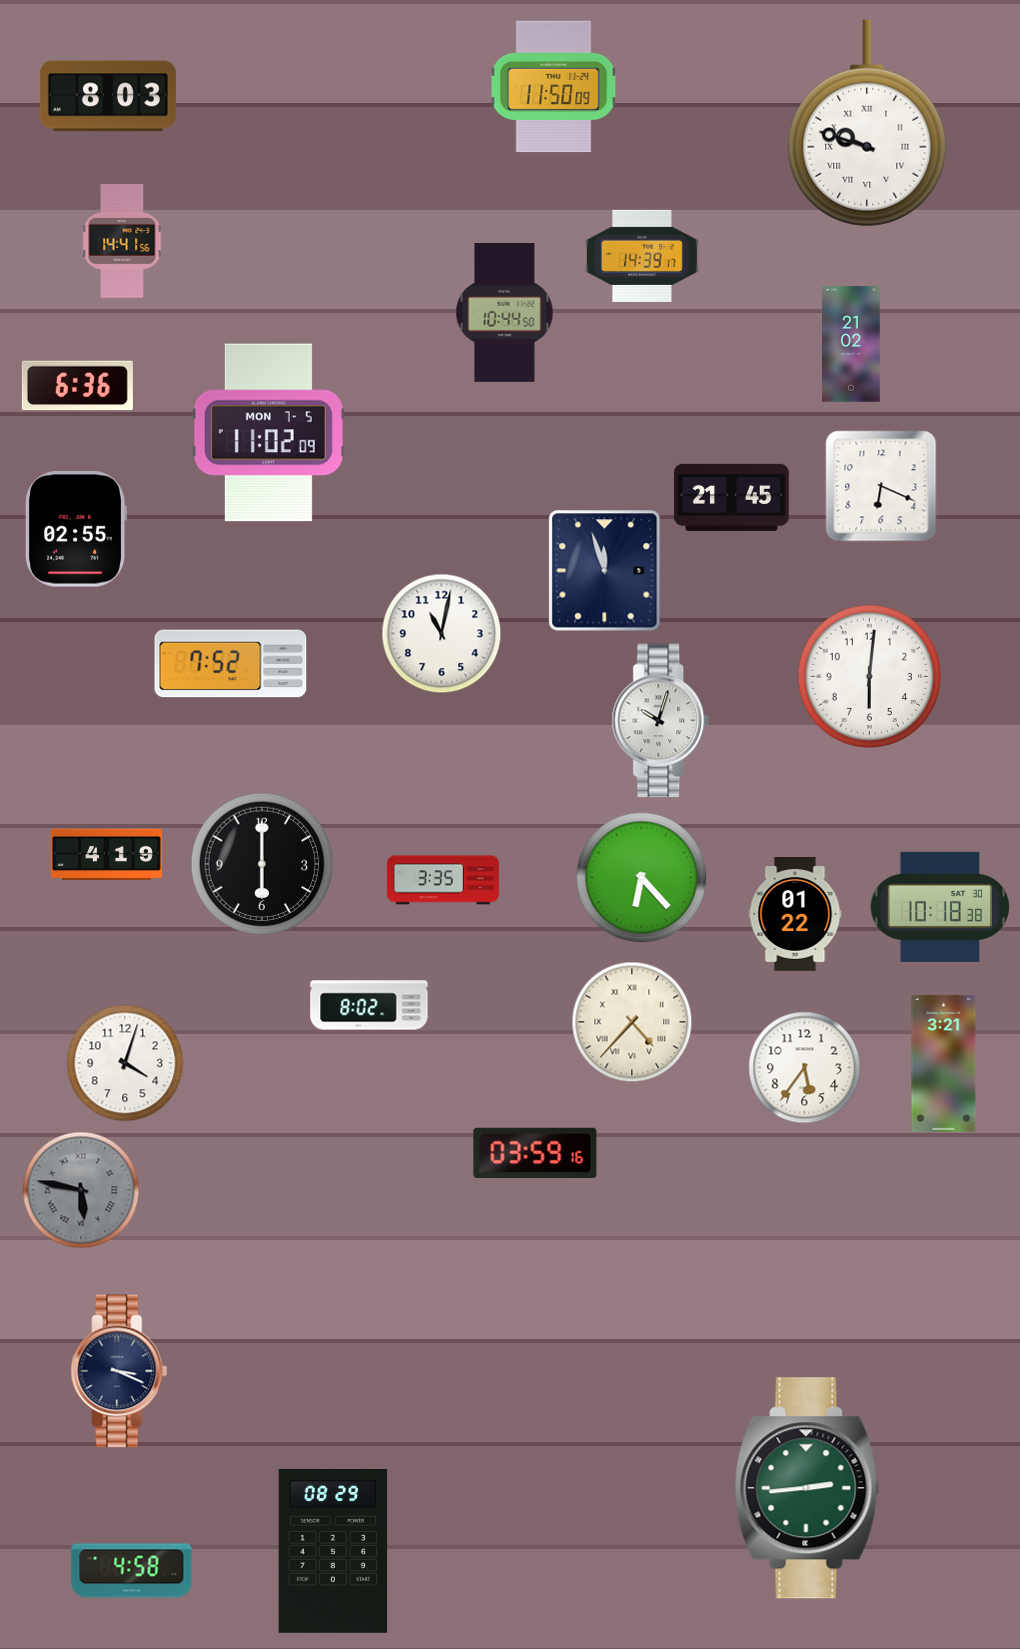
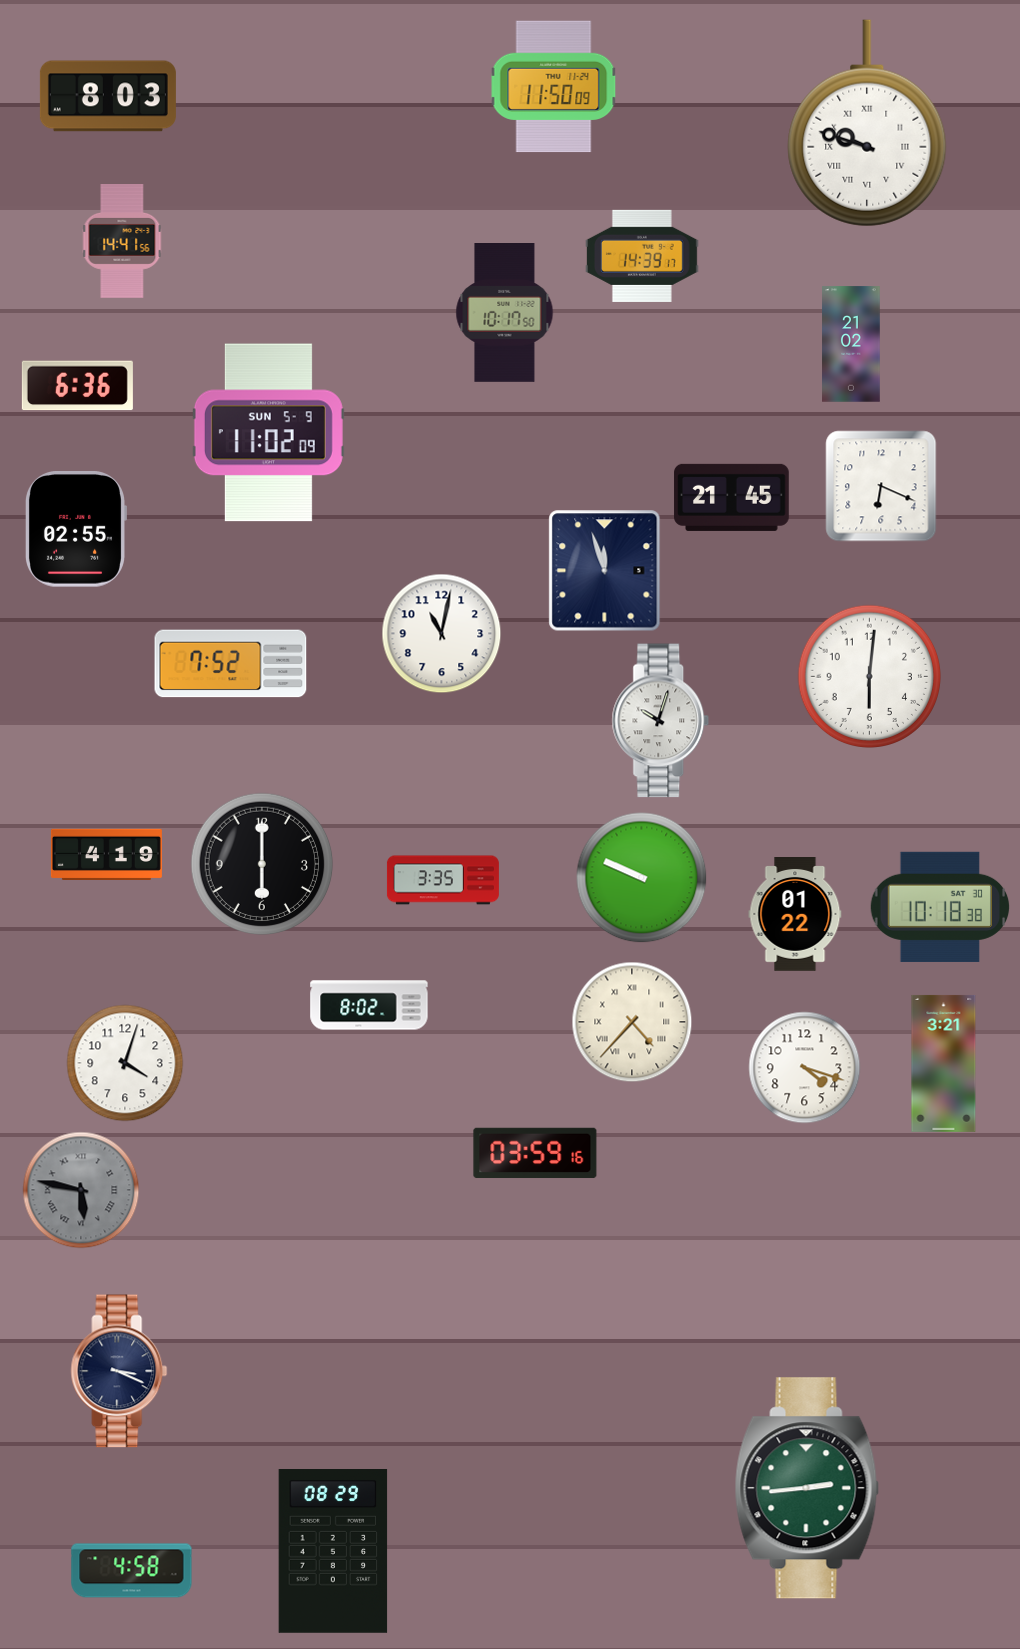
clock at (505, 313): 10:44 -> 10:17
clock at (268, 433) date: MON 7-5 -> SUN 5-9
clock at (642, 878): 6:23 -> 9:49
clock at (805, 1068): 5:36 -> 4:18
